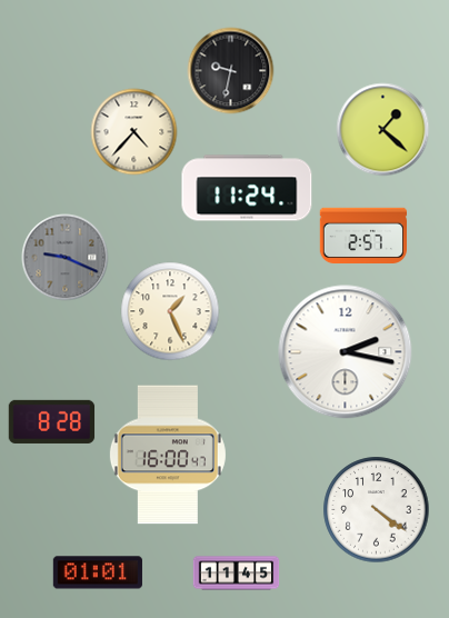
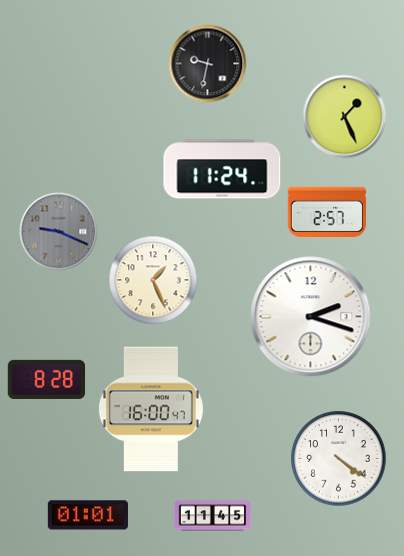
clock at (382, 129): 1:22 -> 1:26
clock at (133, 131): 4:37 -> none
clock at (346, 352): 2:17 -> 2:18
